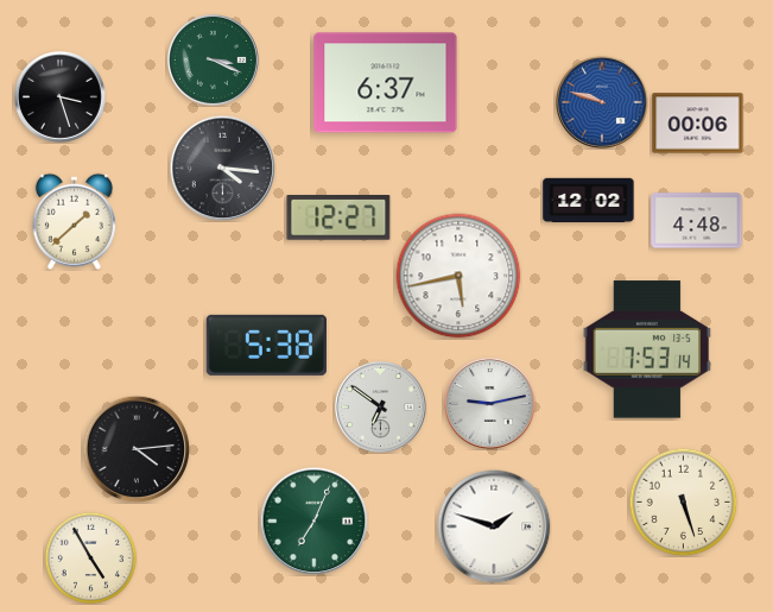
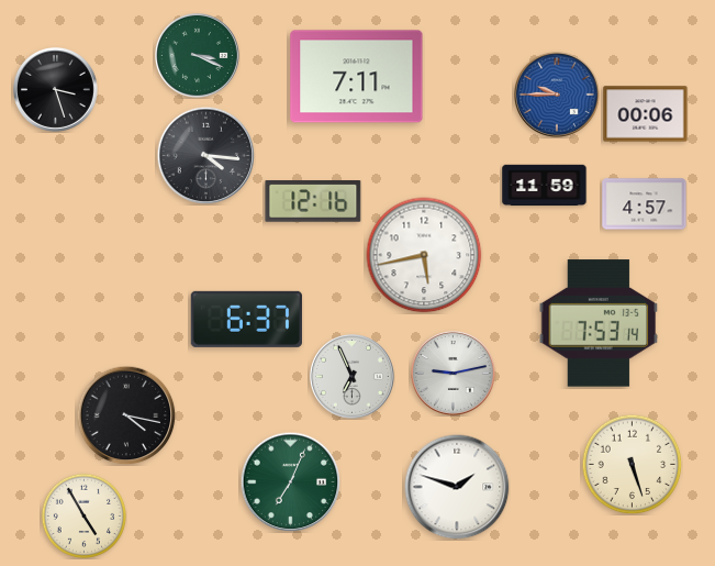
clock at (386, 83): 6:37 -> 7:11
clock at (602, 102): 9:48 -> 9:45
clock at (589, 201): 12:02 -> 11:59
clock at (338, 219): 12:27 -> 12:16
clock at (74, 221): 1:38 -> none
clock at (697, 221): 4:48 -> 4:57
clock at (266, 345): 5:38 -> 6:37
clock at (381, 408): 6:51 -> 6:56
clock at (137, 449): 4:14 -> 4:17
